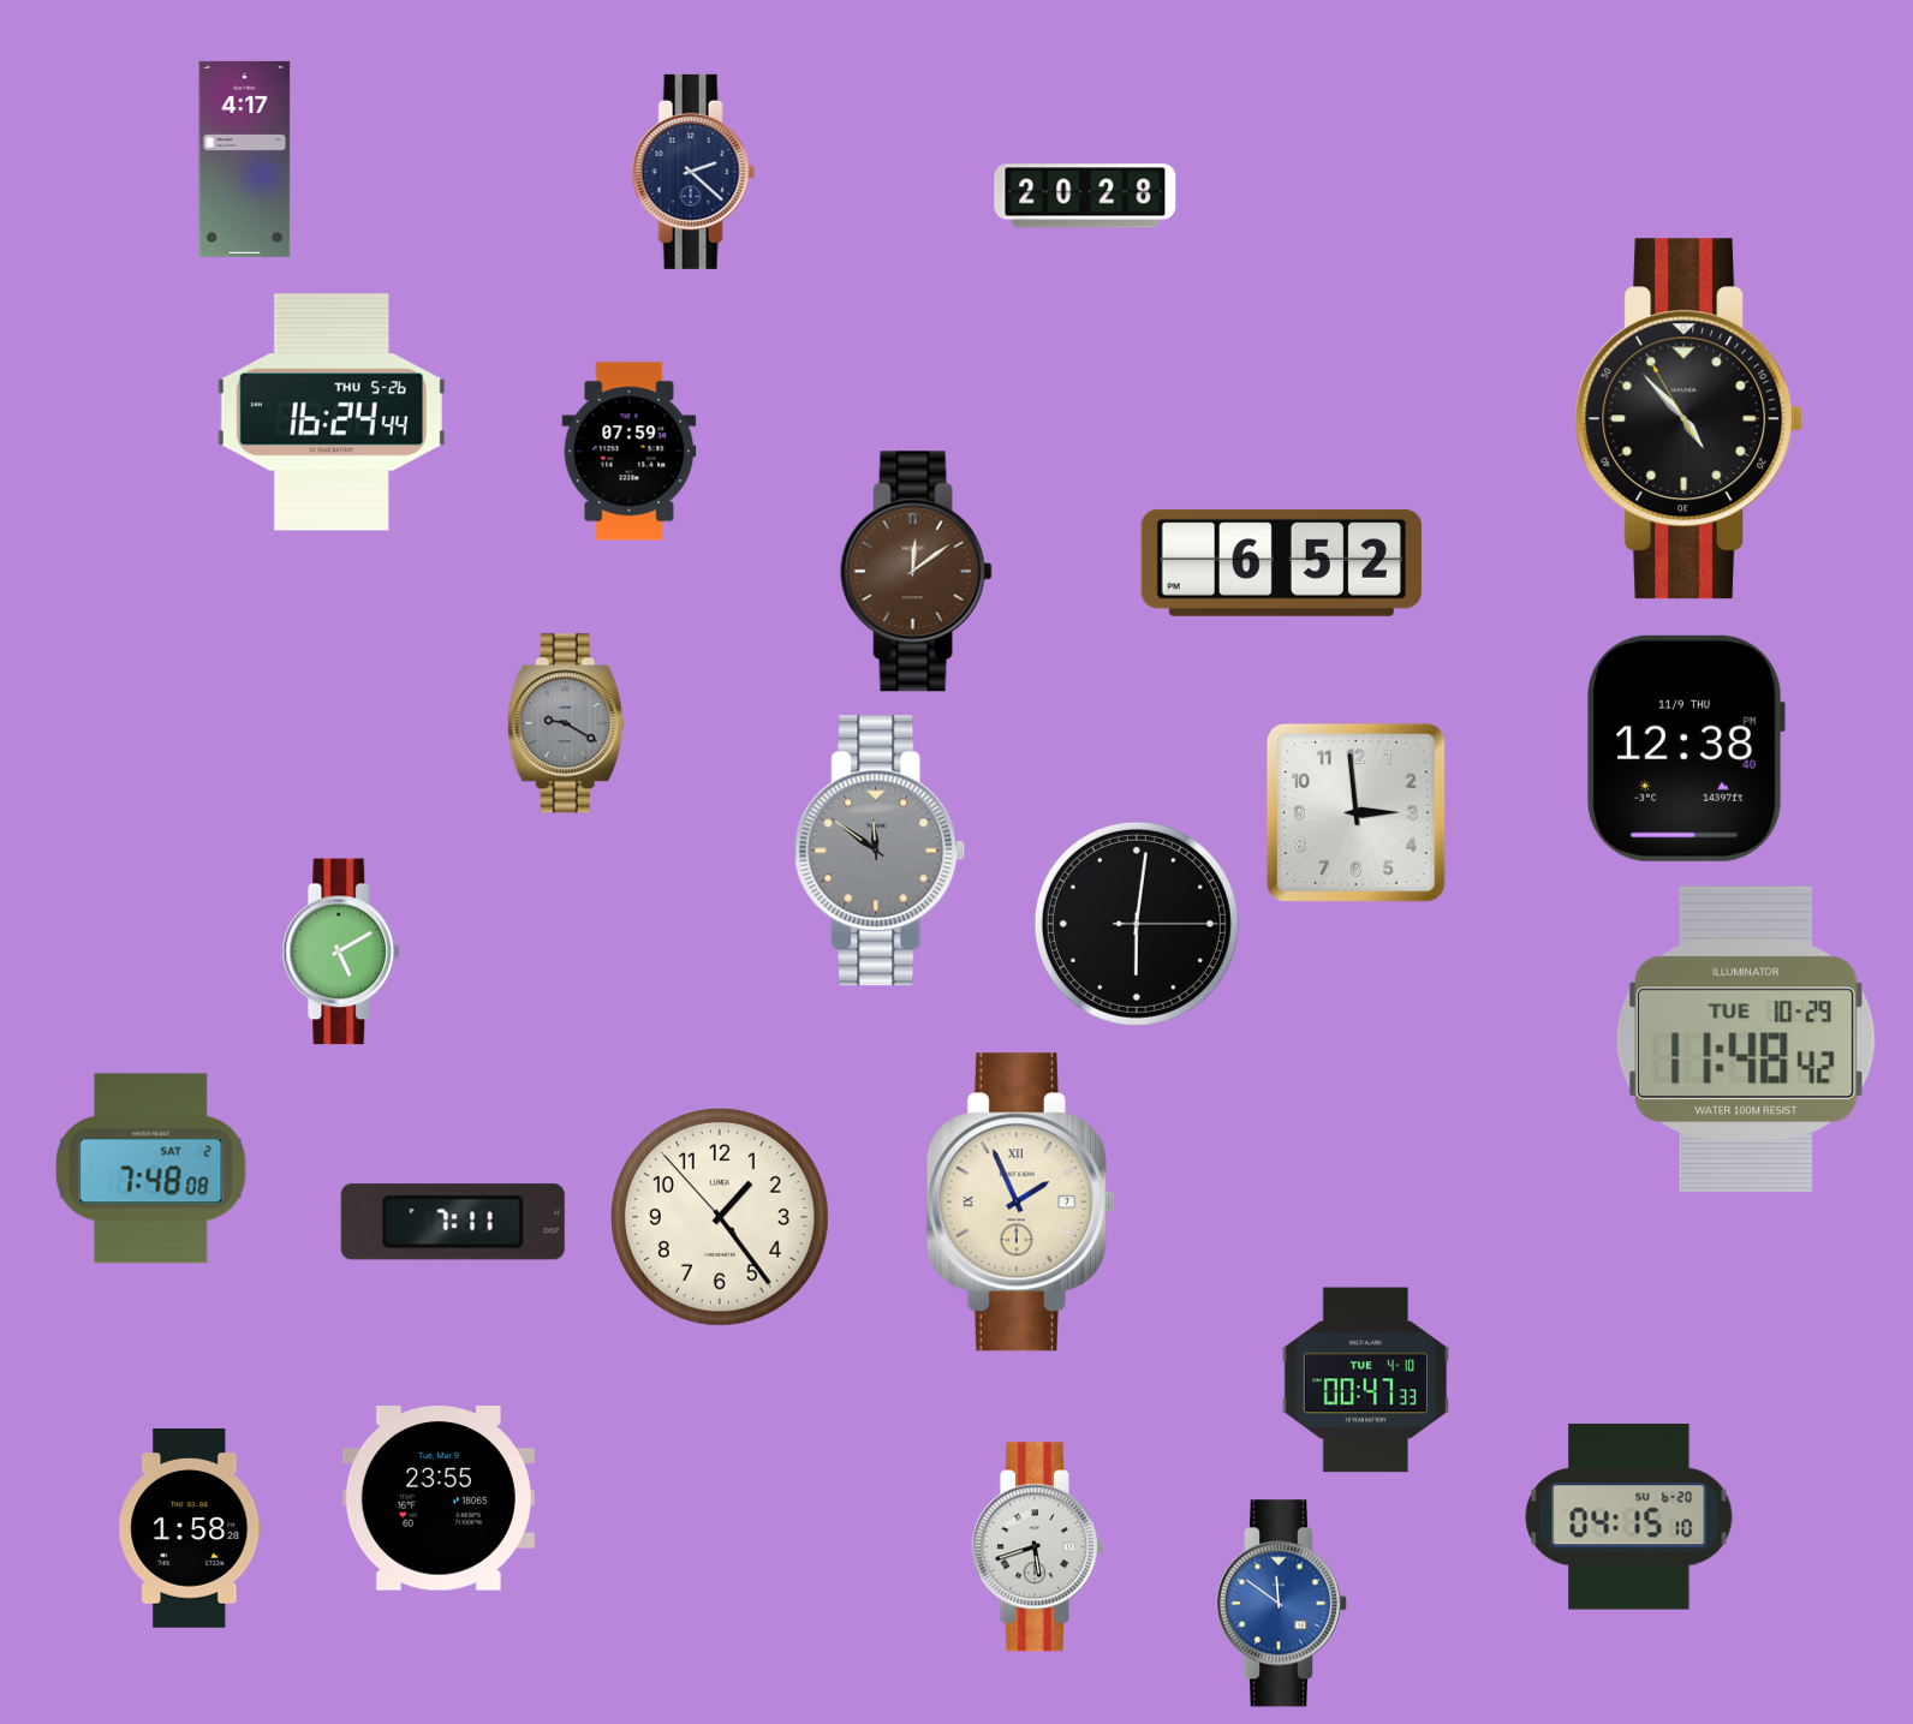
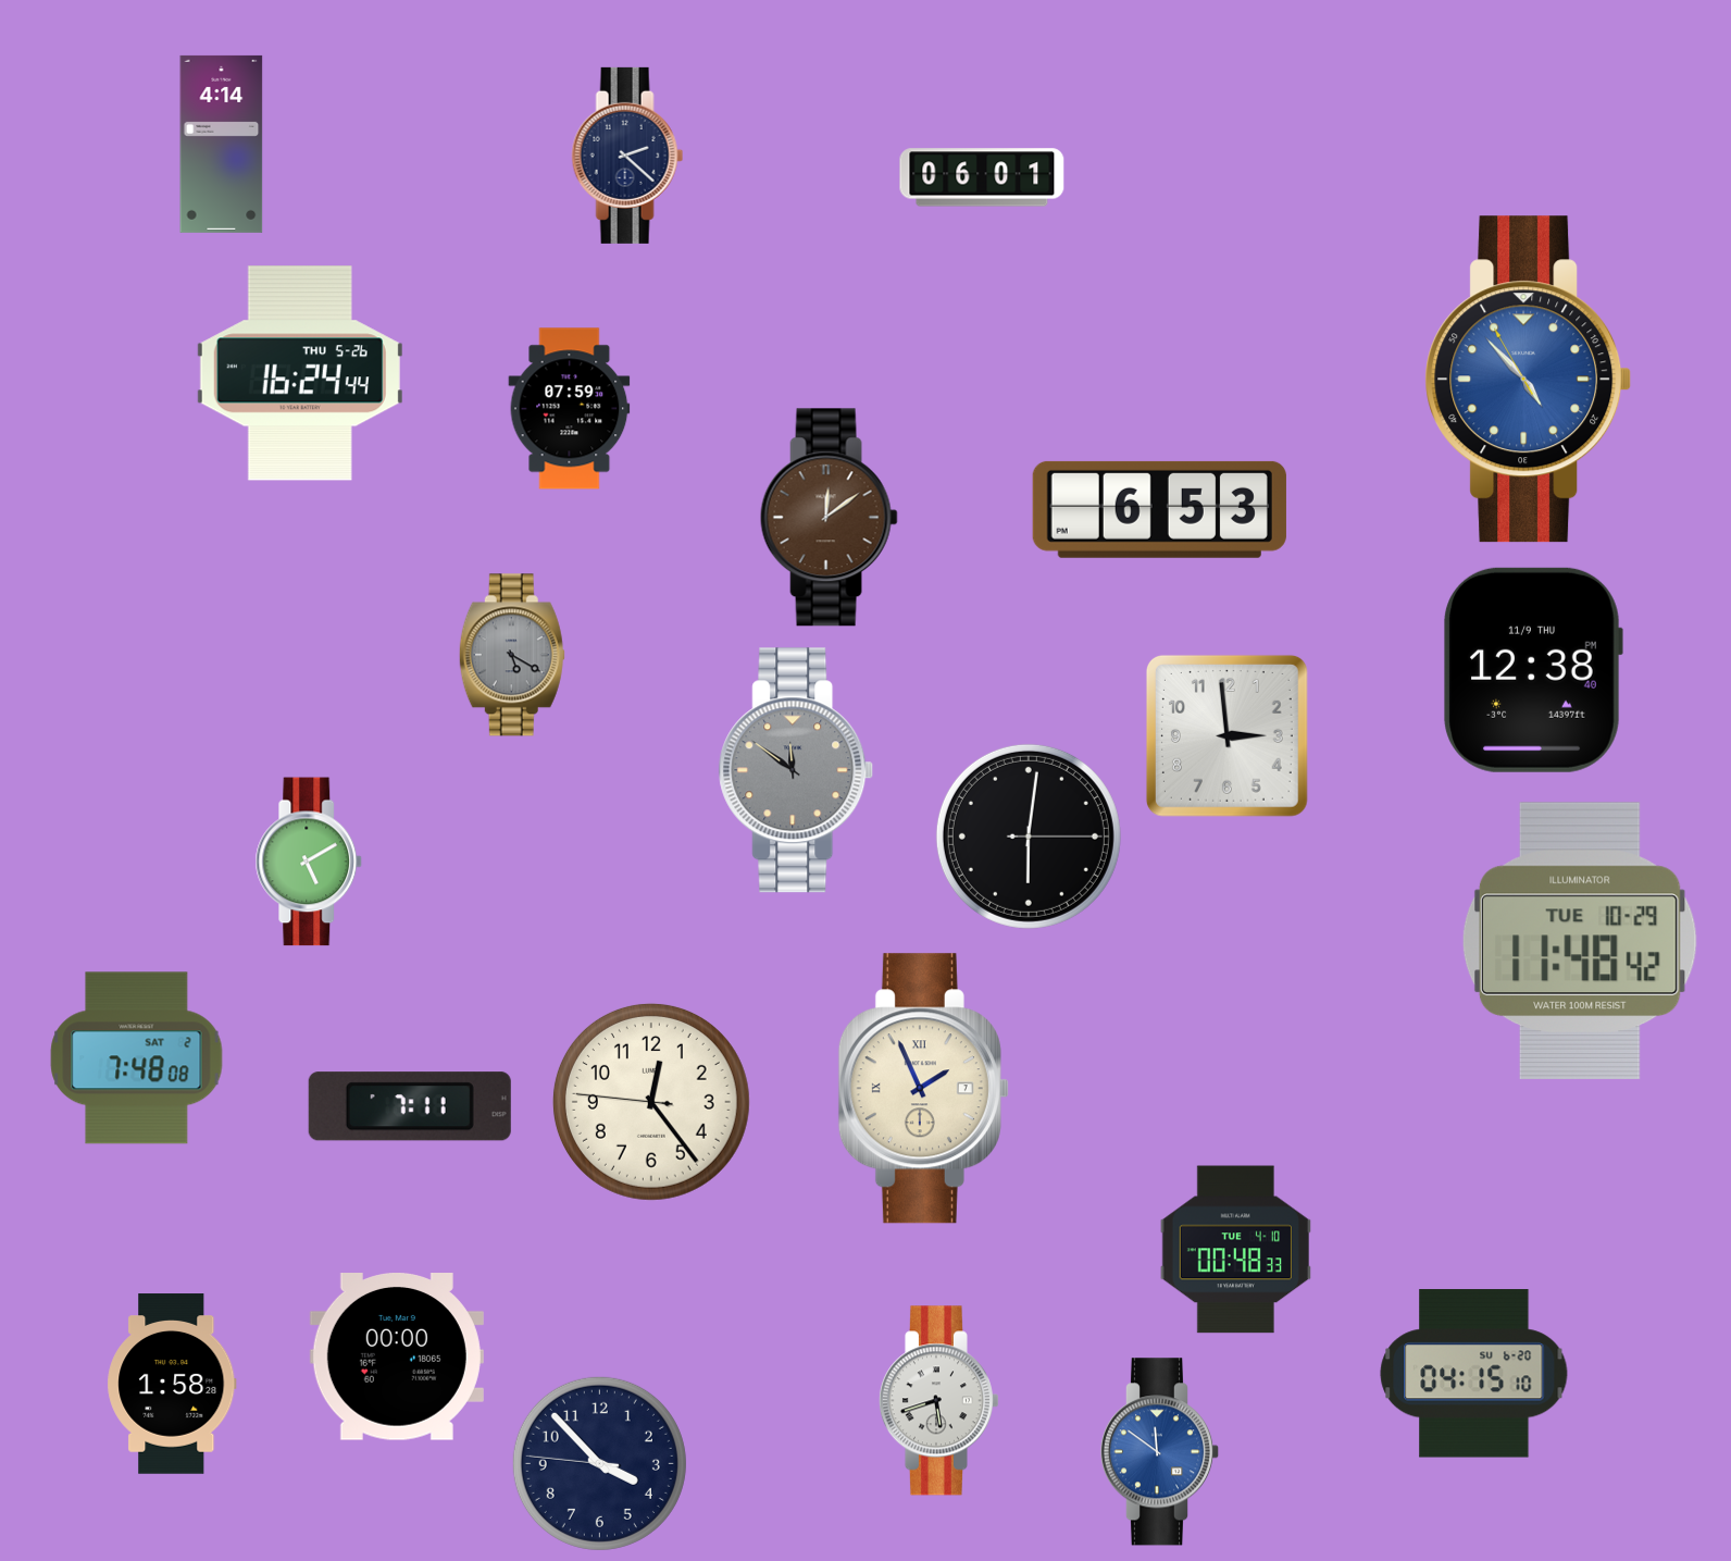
clock at (245, 159): 4:17 -> 4:14
clock at (1085, 196): 20:28 -> 06:01
clock at (1689, 419) dial: black -> blue
clock at (1281, 562): 6:52 -> 6:53
clock at (566, 723): 9:20 -> 5:20
clock at (1686, 748) position: (1686, 748) -> (1533, 670)
clock at (720, 1217): 1:23 -> 12:23
clock at (1365, 1380): 00:47 -> 00:48
clock at (439, 1499): 23:55 -> 00:00
clock at (599, 1463): none -> 3:52
